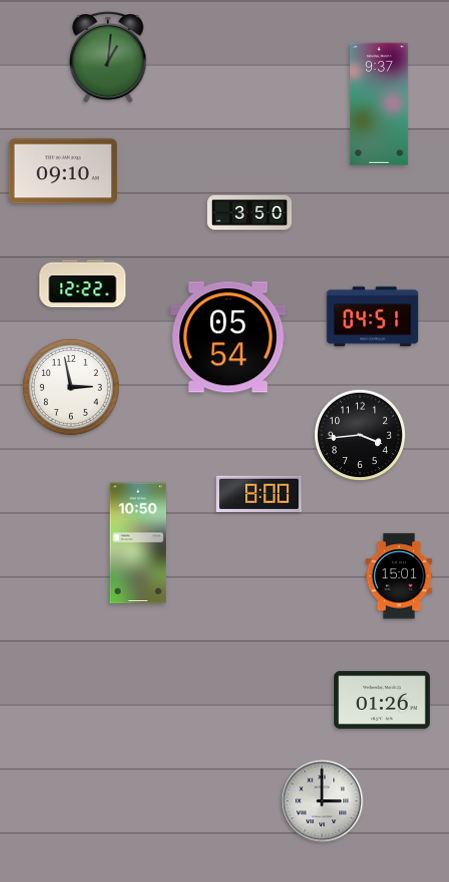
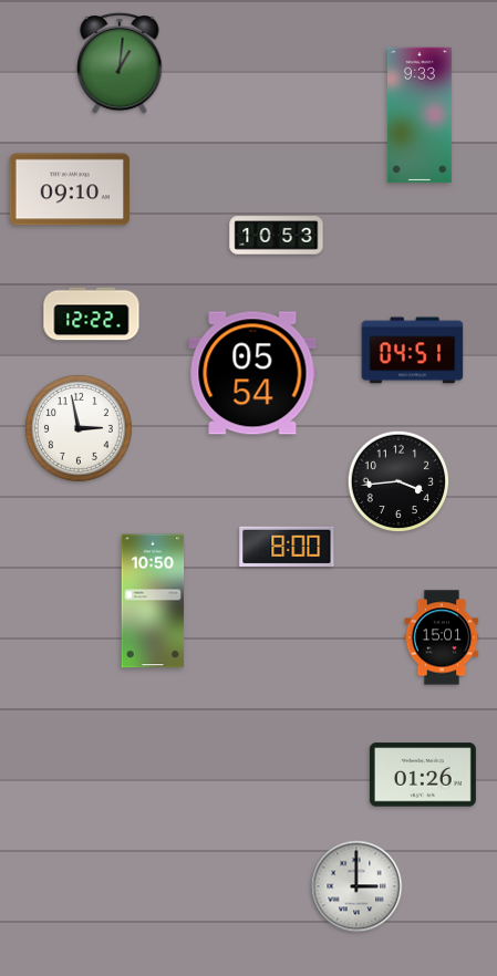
clock at (379, 104): 9:37 -> 9:33
clock at (250, 213): 3:50 -> 10:53
